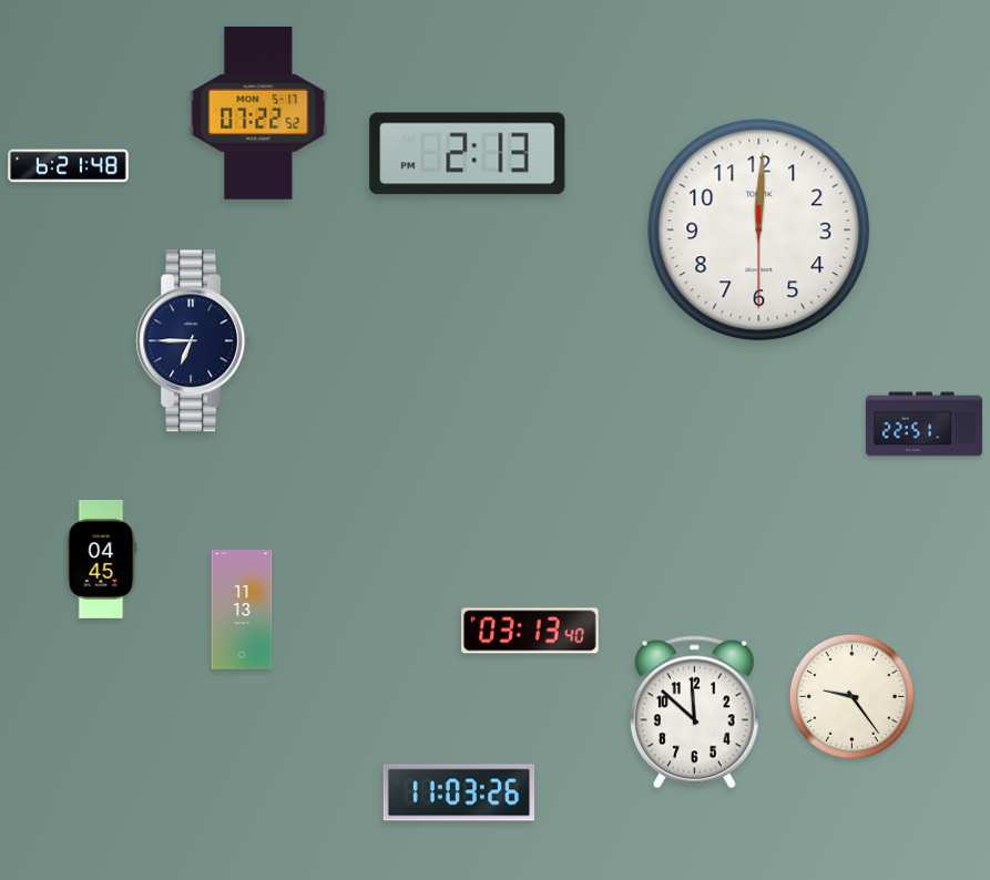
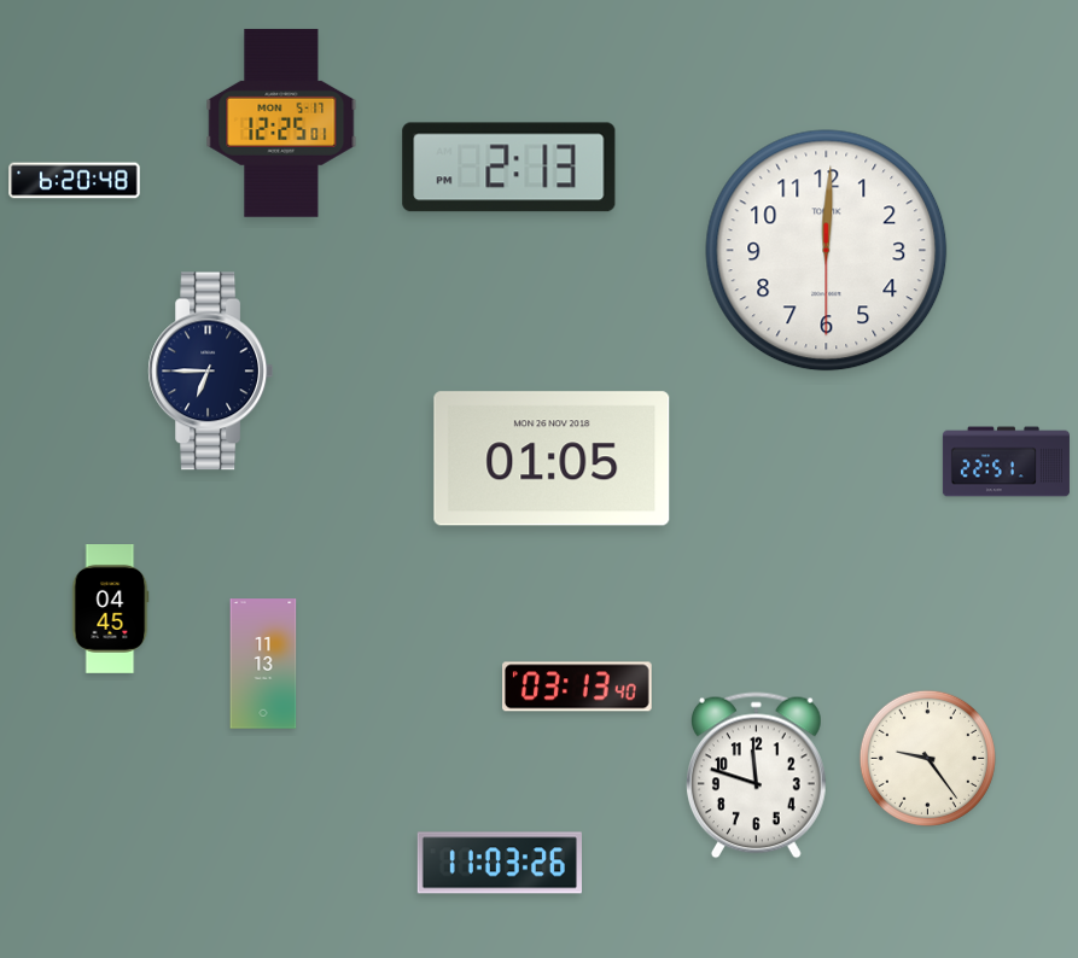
clock at (258, 113): 07:22 -> 12:25
clock at (69, 166): 6:21 -> 6:20
clock at (552, 458): none -> 01:05
clock at (694, 713): 11:52 -> 11:48
